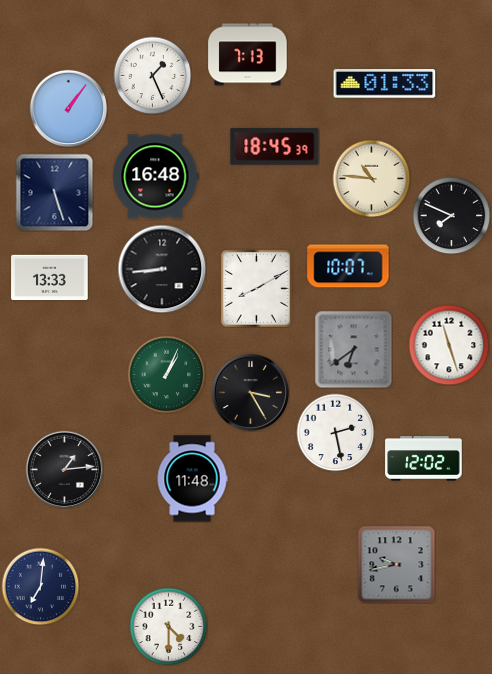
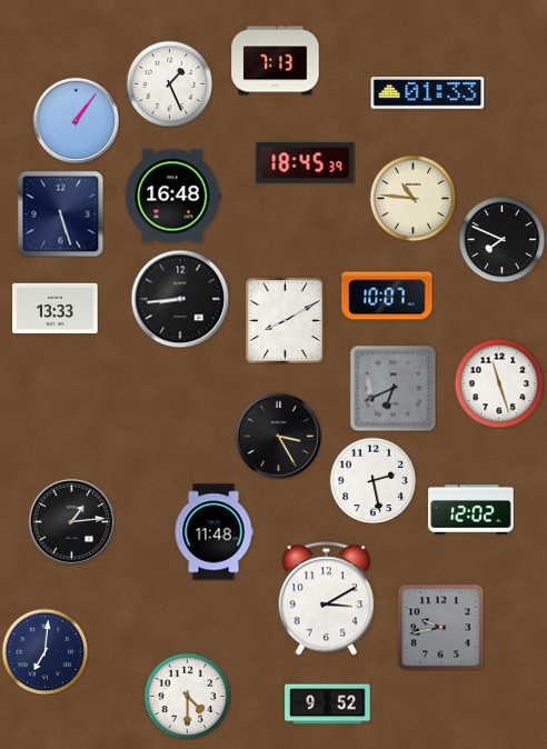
clock at (353, 349): 6:39 -> 6:41
clock at (166, 374): 1:04 -> none
clock at (327, 599): none -> 3:10
clock at (328, 705): none -> 9:52
